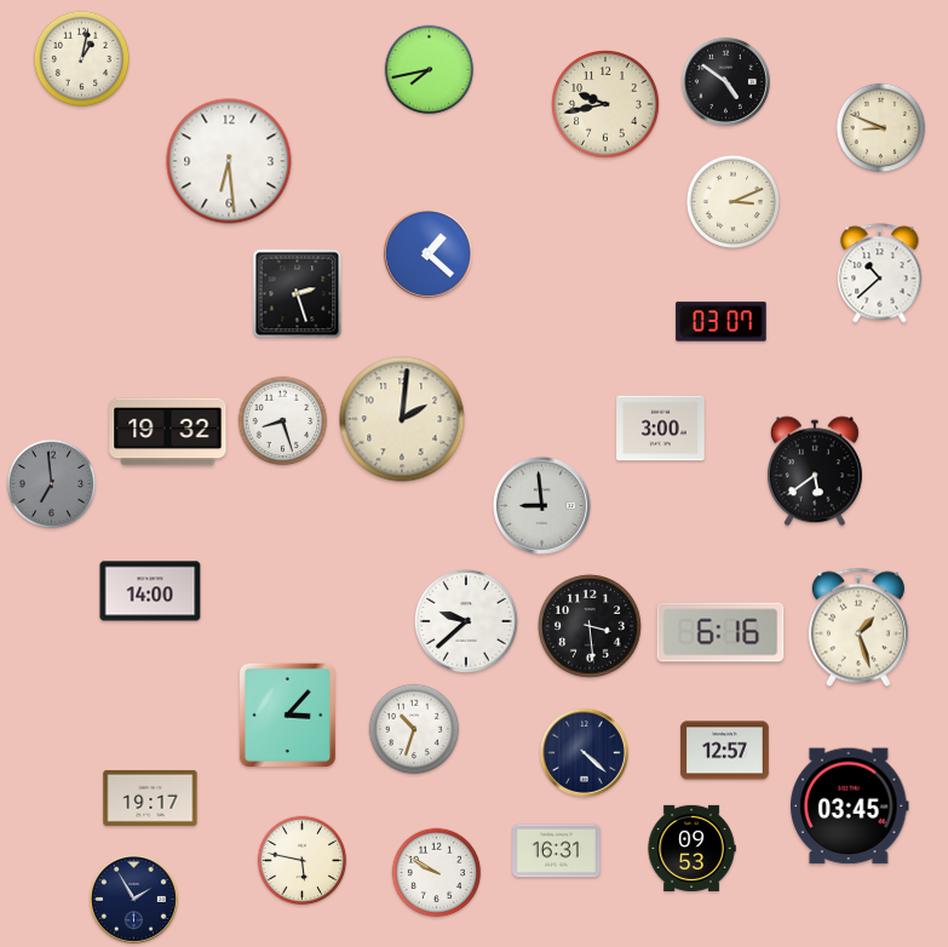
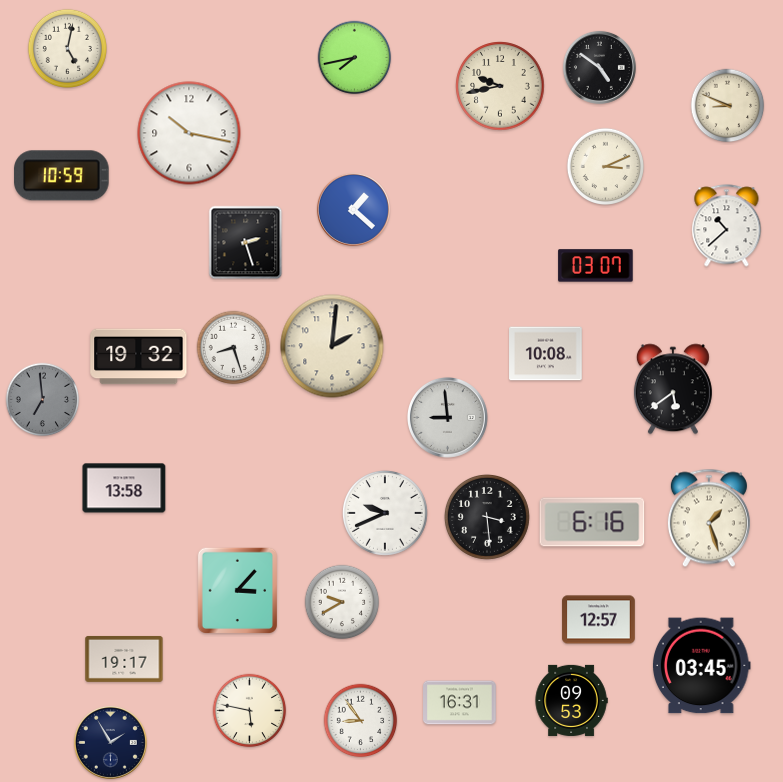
clock at (81, 58): 1:02 -> 5:02
clock at (229, 161): 6:29 -> 10:17
clock at (62, 176): none -> 10:59
clock at (661, 429): 3:00 -> 10:08
clock at (150, 591): 14:00 -> 13:58
clock at (466, 621): 9:38 -> 9:41
clock at (720, 632) position: (720, 632) -> (592, 522)
clock at (414, 729): 10:33 -> 9:40
clock at (584, 752): 4:22 -> none
clock at (437, 873): 9:50 -> 8:54
